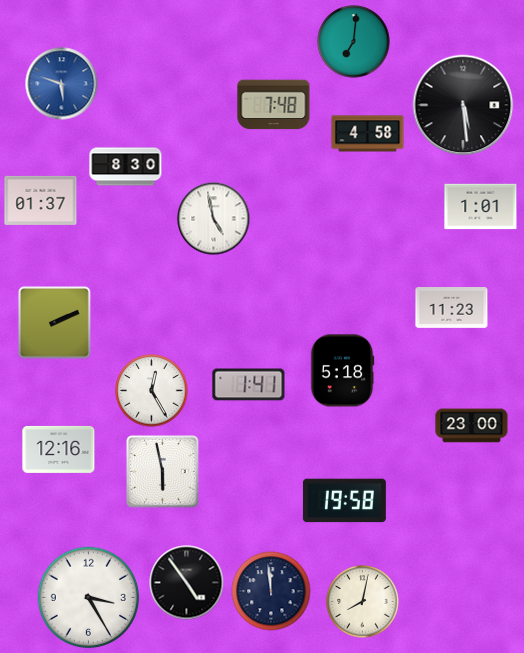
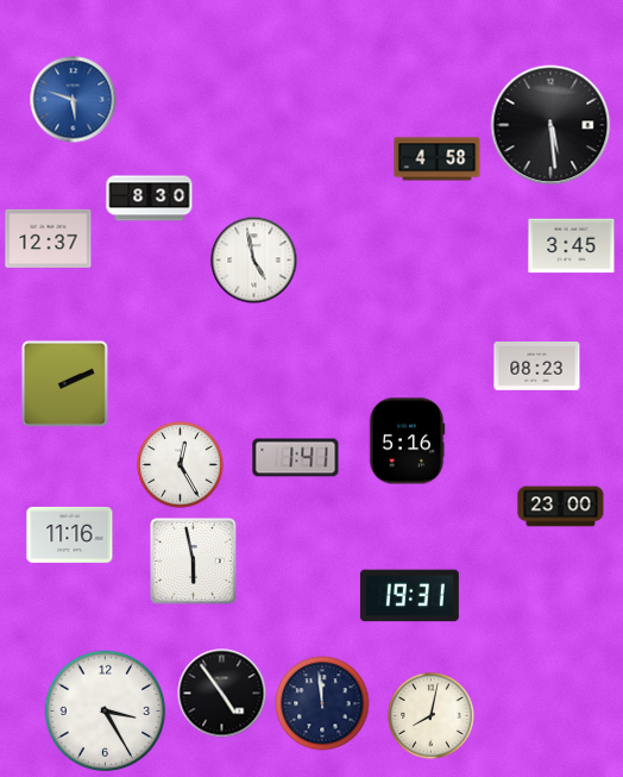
clock at (354, 42): 7:01 -> none
clock at (274, 105): 7:48 -> none
clock at (41, 200): 01:37 -> 12:37
clock at (481, 207): 1:01 -> 3:45
clock at (452, 308): 11:23 -> 08:23
clock at (342, 371): 5:18 -> 5:16
clock at (59, 449): 12:16 -> 11:16
clock at (344, 501): 19:58 -> 19:31
